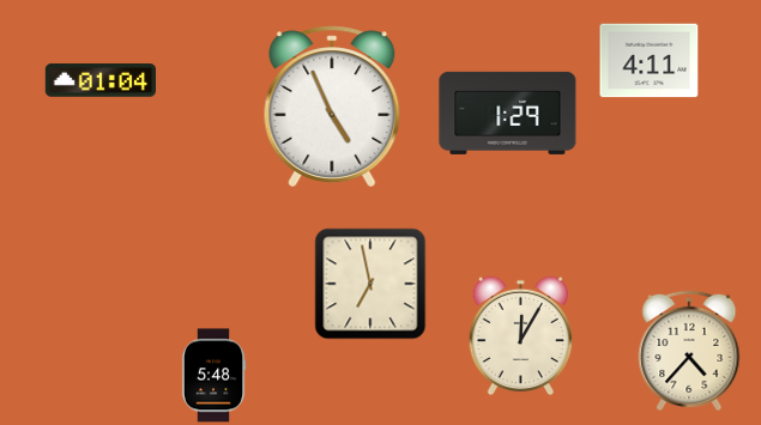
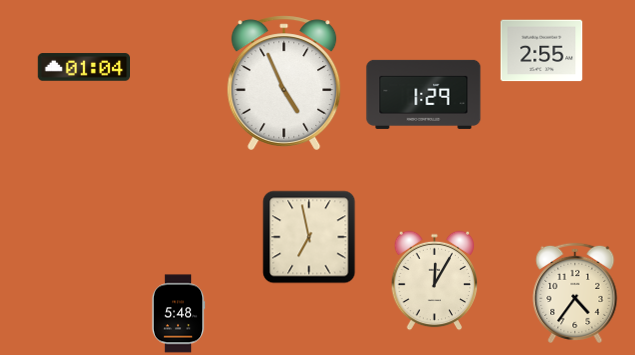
clock at (650, 61): 4:11 -> 2:55
clock at (332, 107) position: (332, 107) -> (284, 83)
clock at (689, 351): 4:37 -> 4:36
